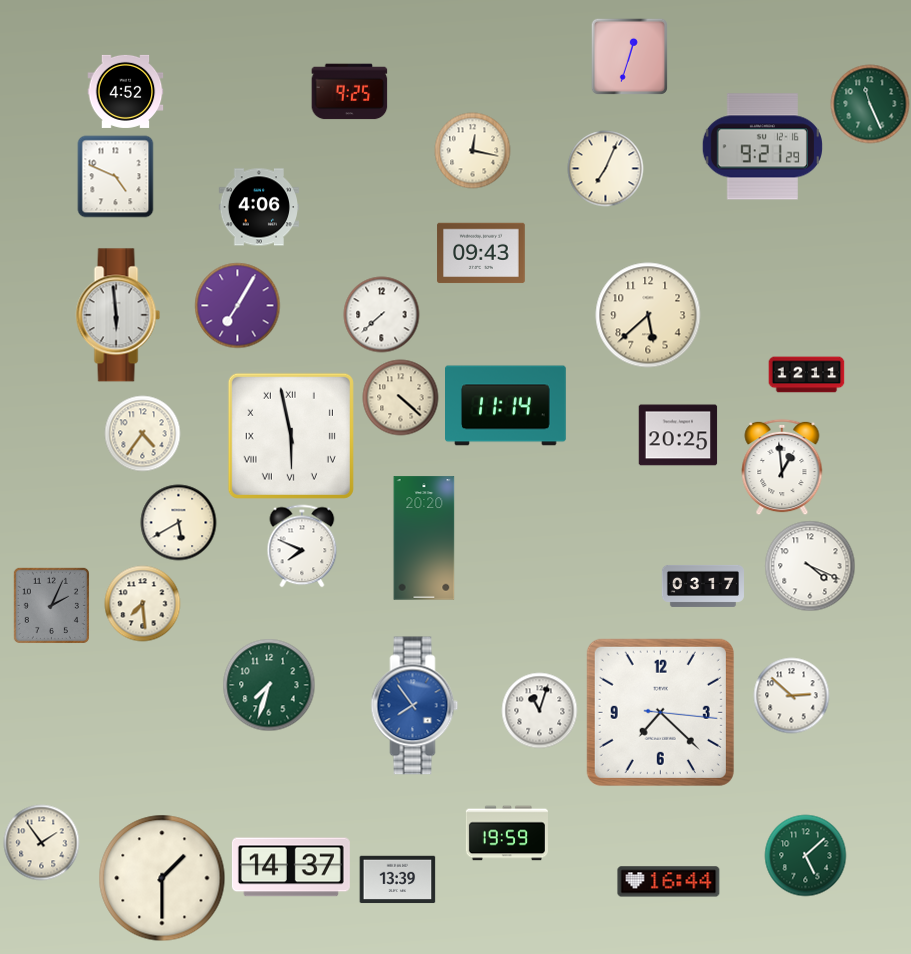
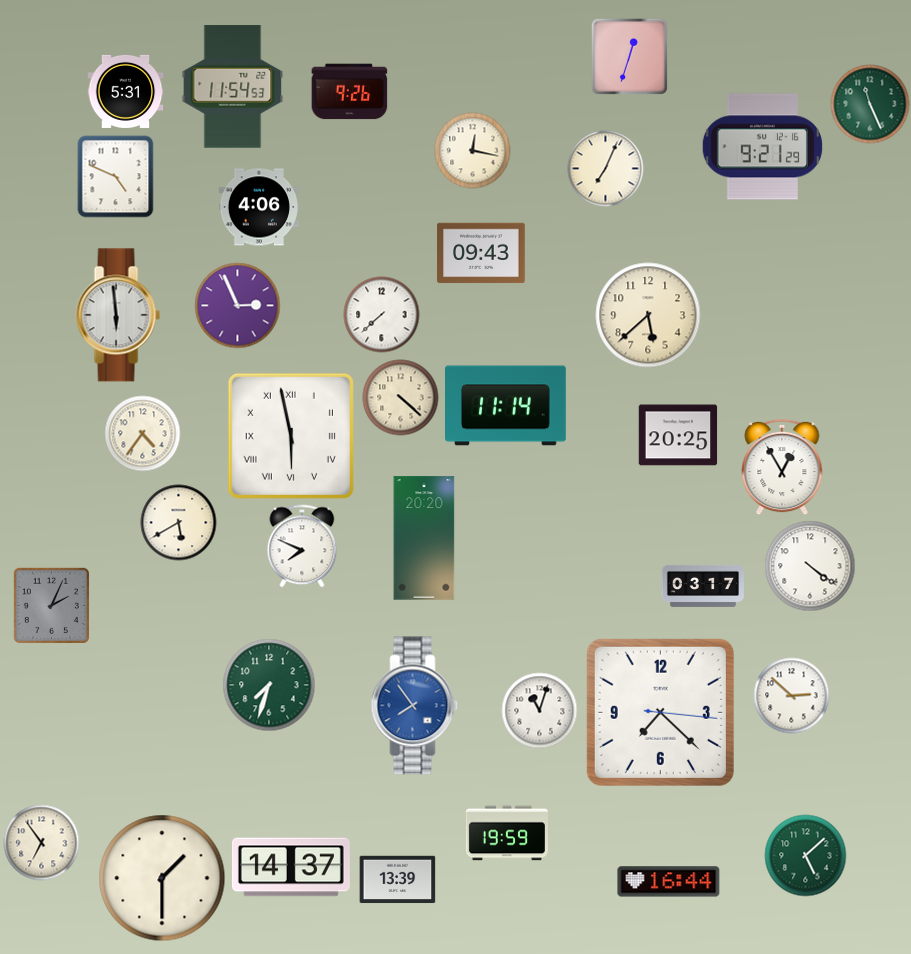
clock at (233, 87): none -> 11:54
clock at (126, 91): 4:52 -> 5:31
clock at (350, 92): 9:25 -> 9:26
clock at (238, 306): 7:05 -> 2:56
clock at (807, 375): 12:11 -> none
clock at (782, 467): 12:59 -> 12:55
clock at (810, 566): 4:19 -> 4:21
clock at (143, 604): 7:29 -> none
clock at (42, 843): 1:54 -> 6:54
